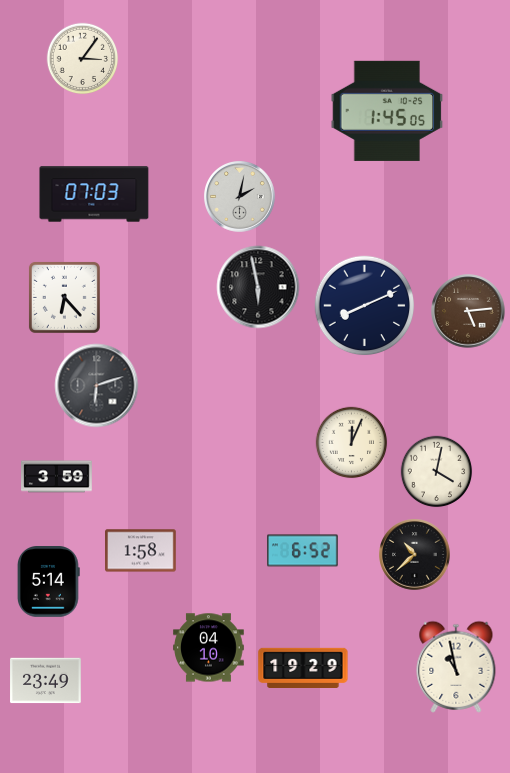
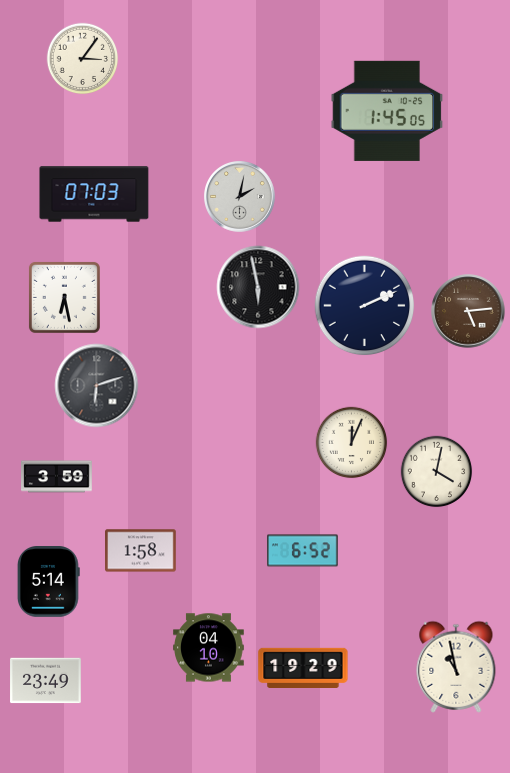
clock at (64, 297): 6:23 -> 6:28
clock at (365, 306): 8:11 -> 2:11
clock at (415, 555): 10:38 -> none
